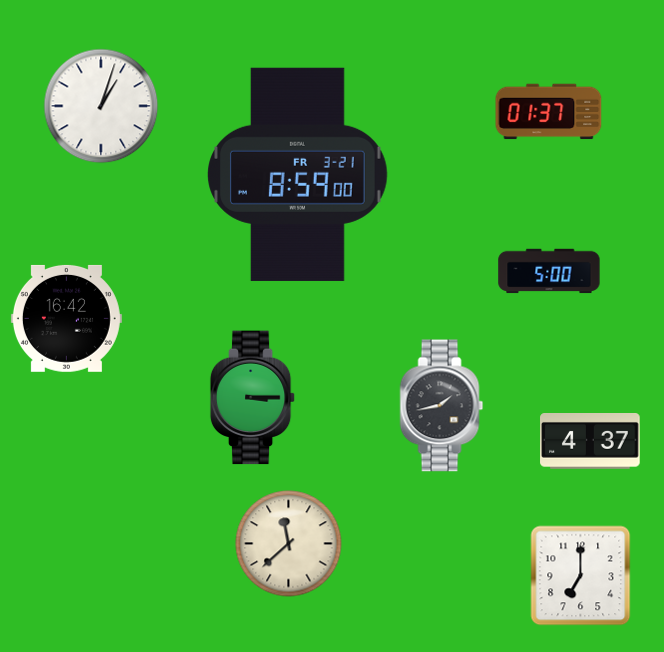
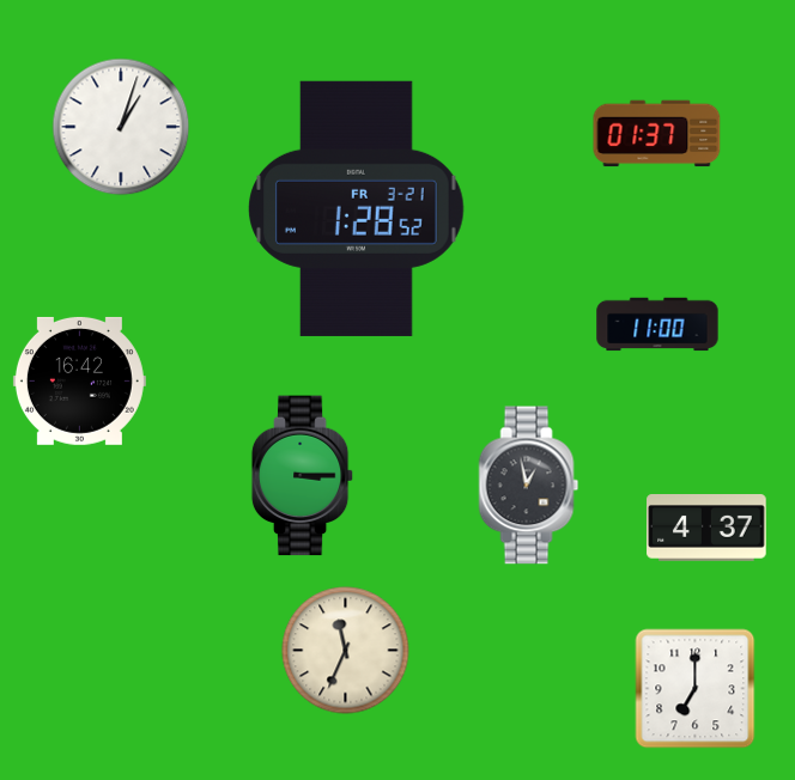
clock at (298, 174): 8:59 -> 1:28
clock at (549, 271): 5:00 -> 11:00
clock at (442, 406): 1:43 -> 12:58
clock at (289, 544): 11:38 -> 11:34
